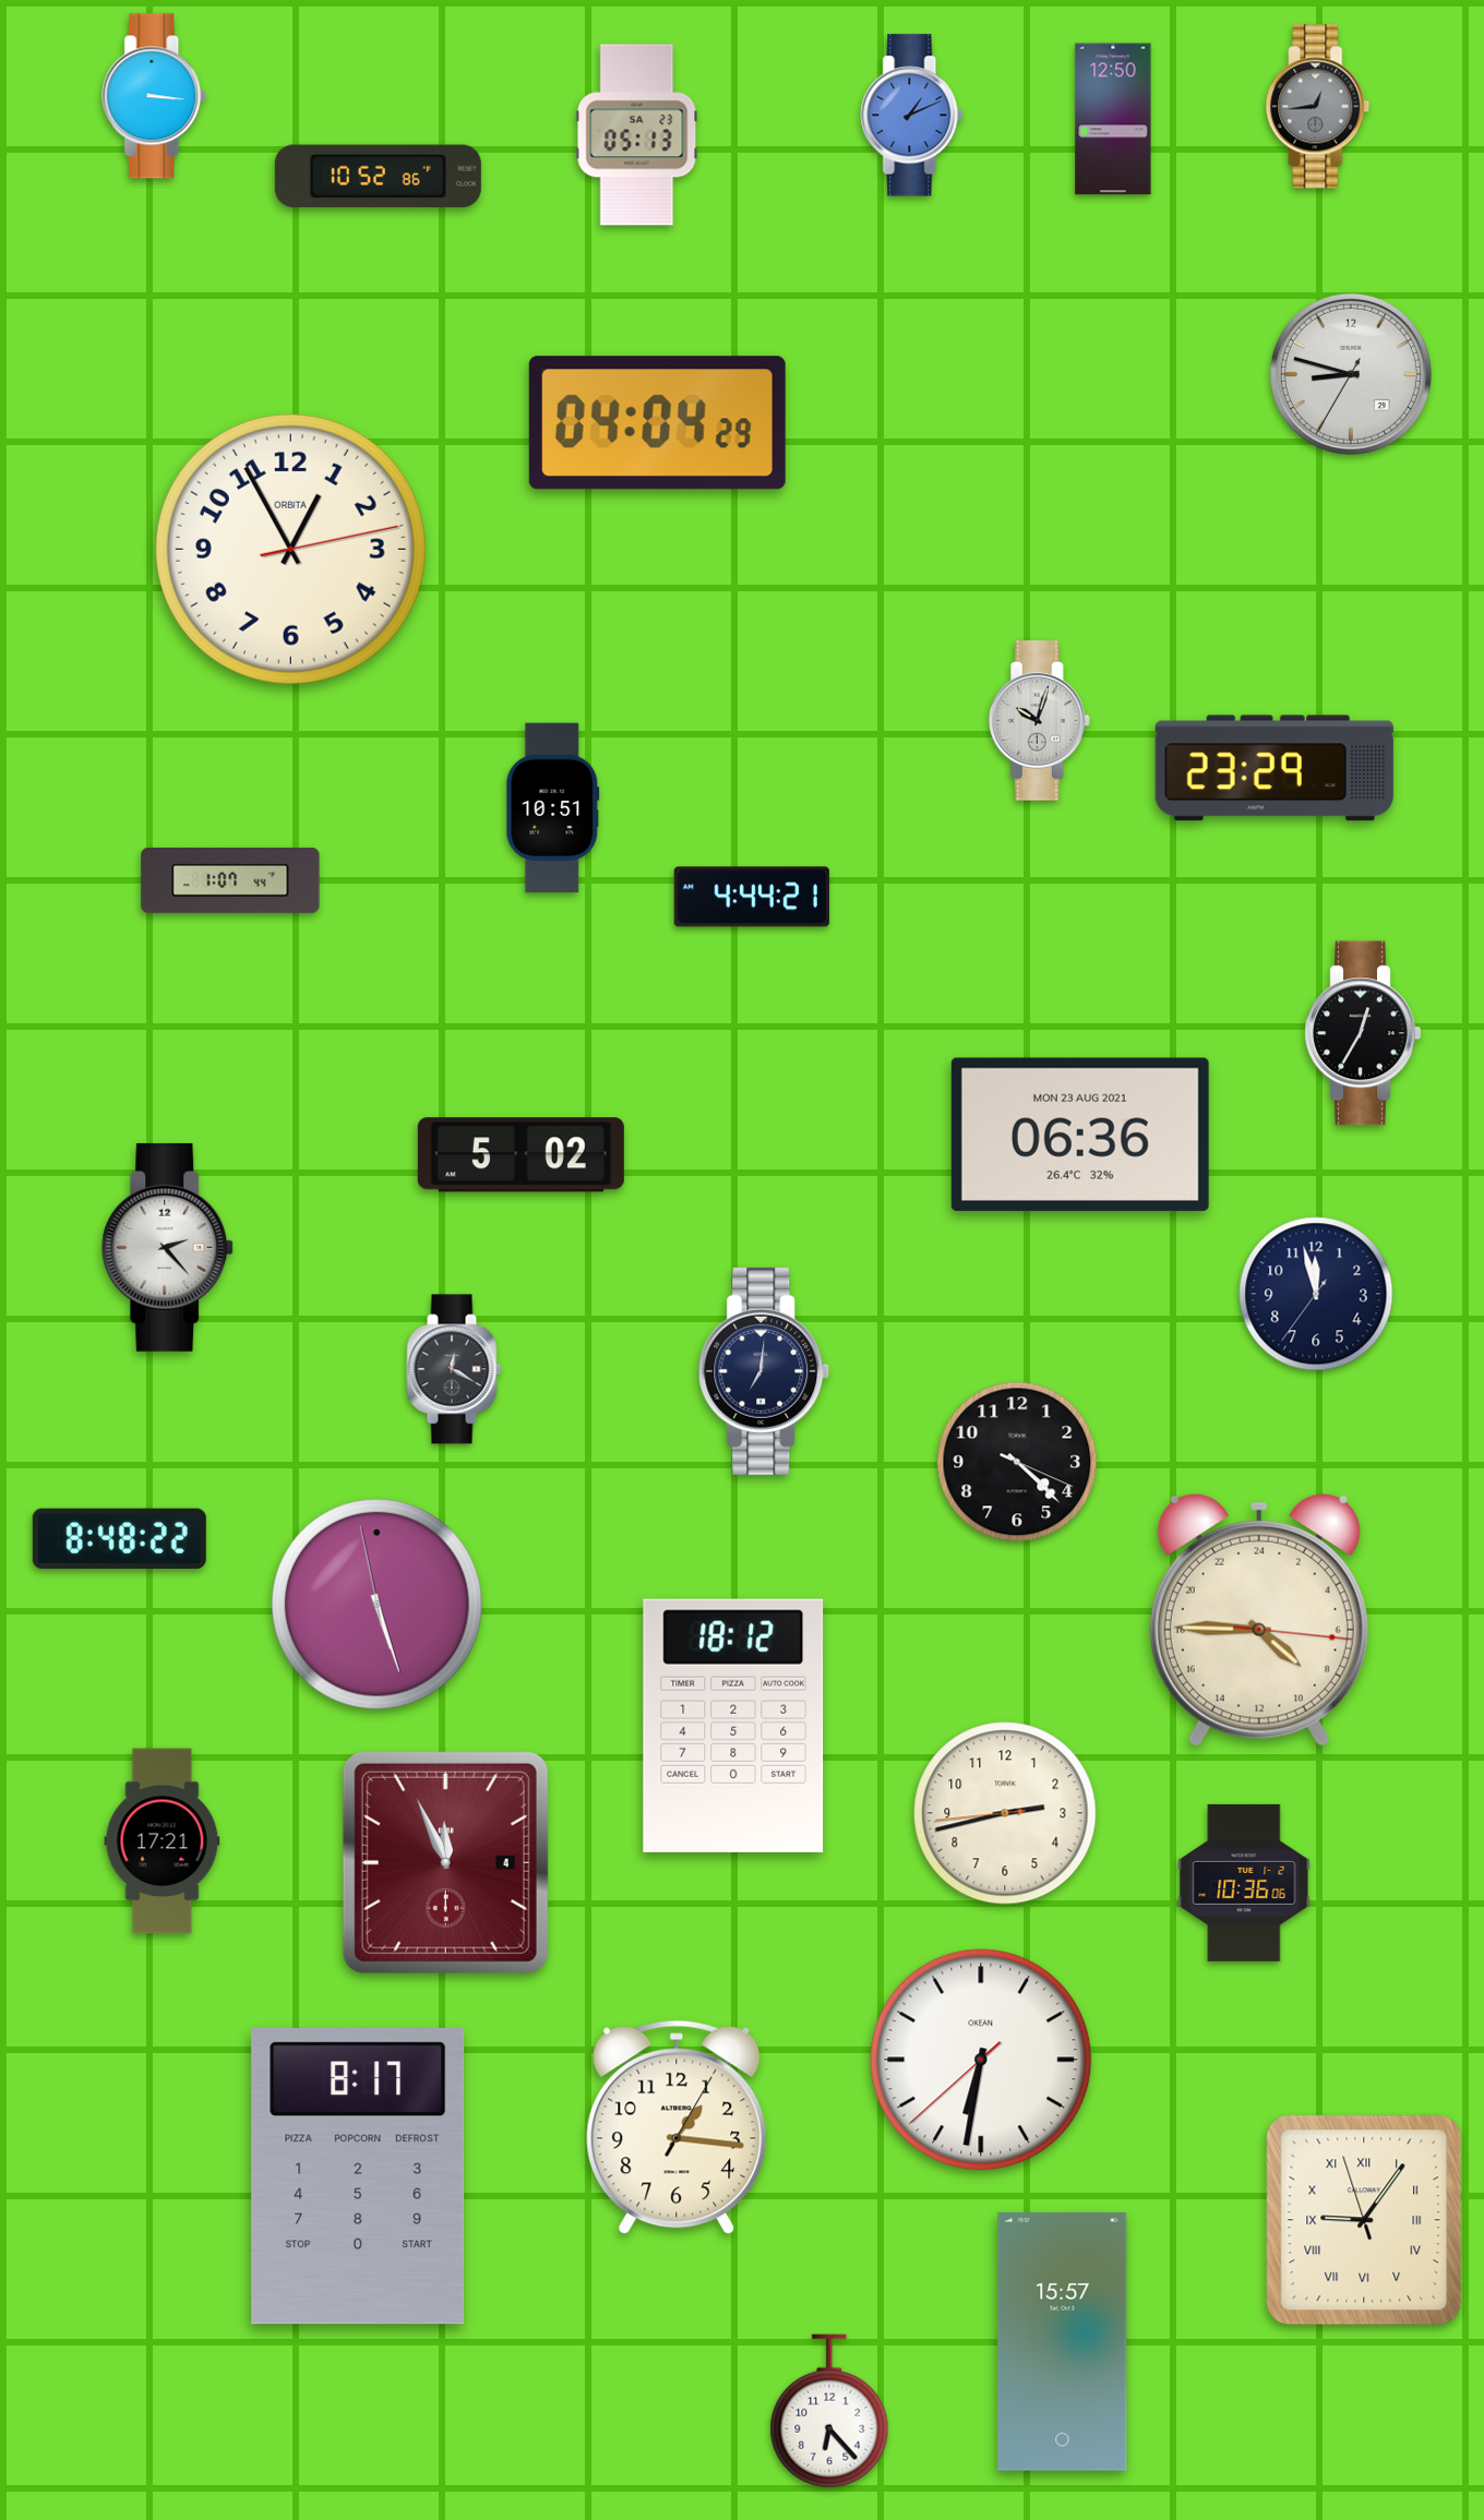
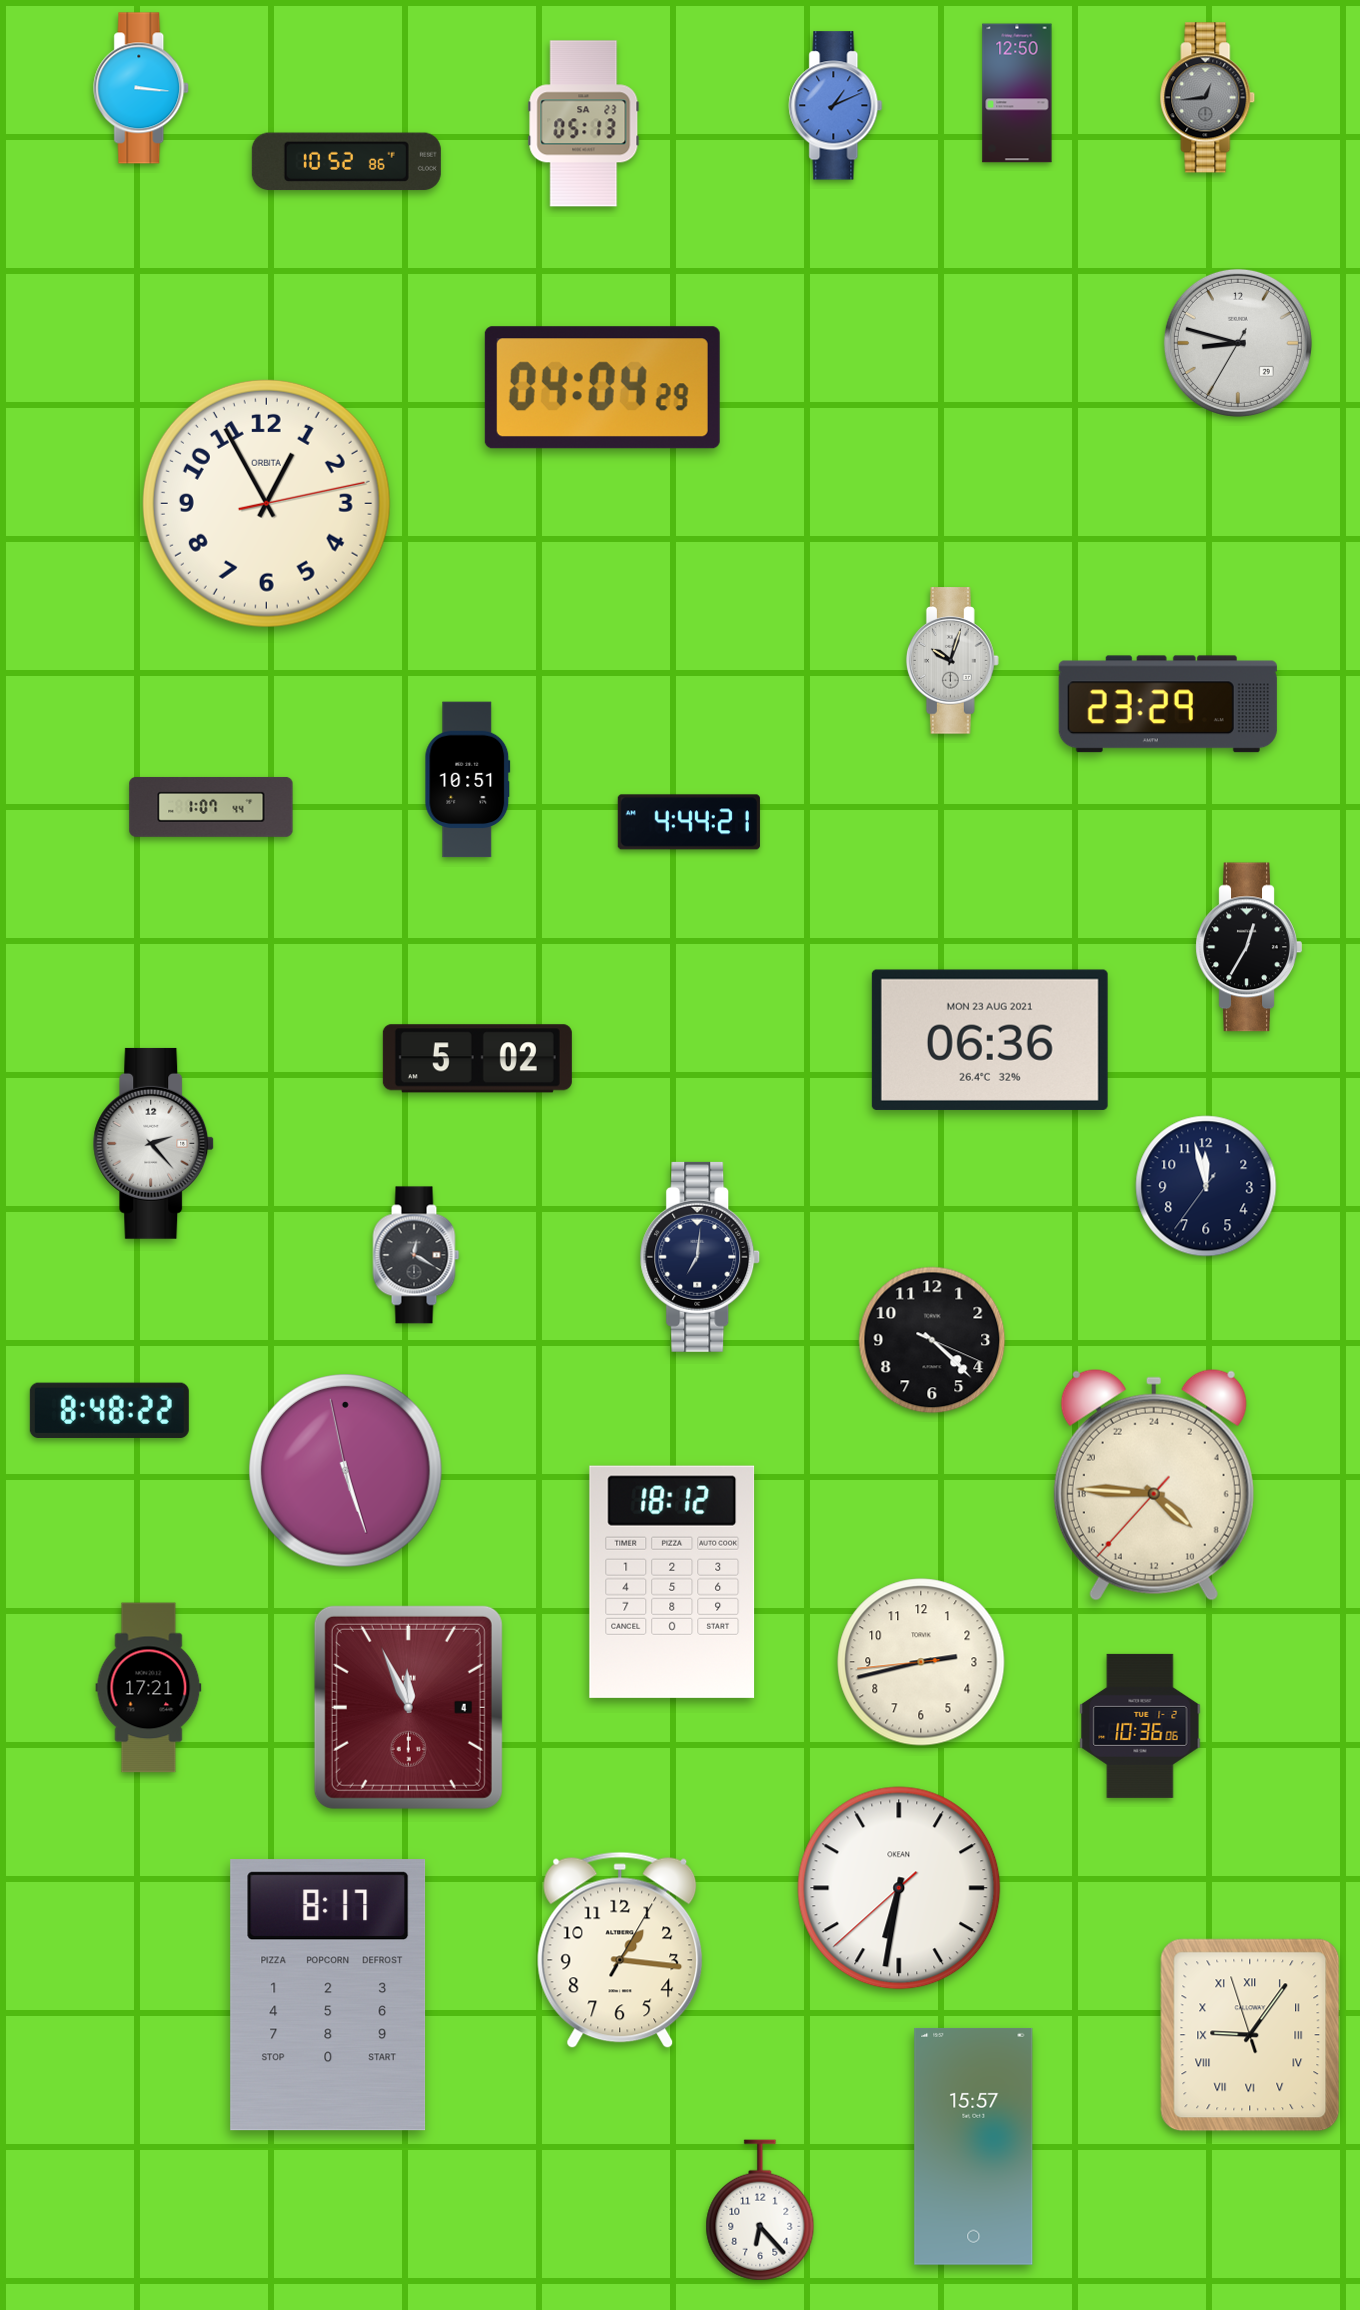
clock at (1113, 119) position: (1113, 119) -> (1017, 93)
clock at (553, 808) position: (553, 808) -> (468, 780)
clock at (1259, 1620): 8:45:16 -> 8:45:37
